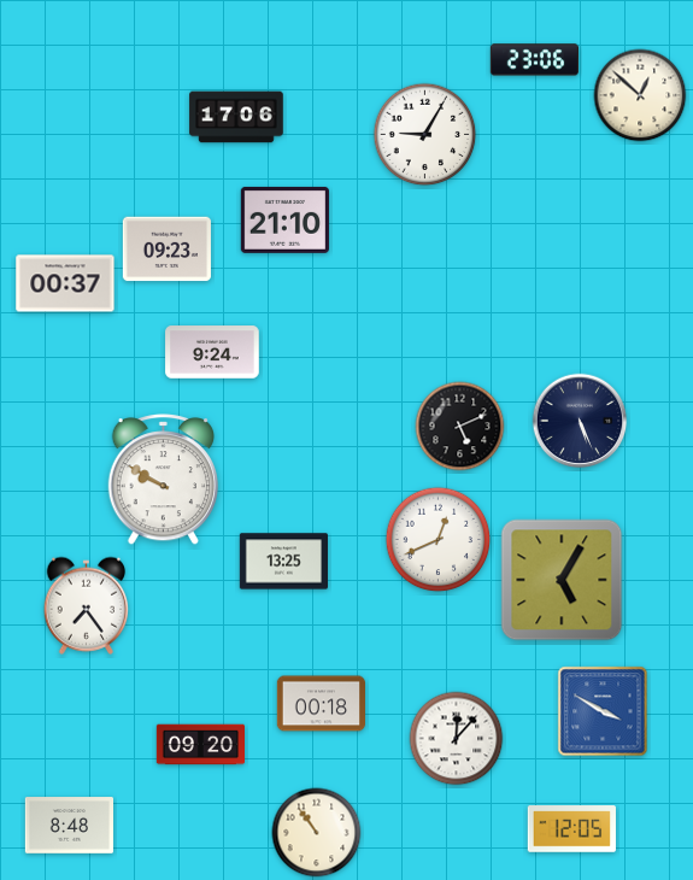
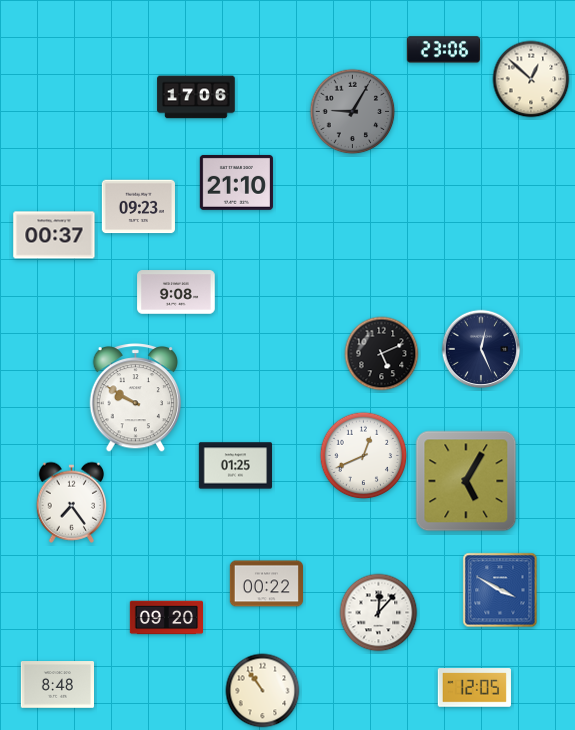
clock at (425, 135) dial: white -> grey
clock at (212, 352): 9:24 -> 9:08
clock at (580, 421): 5:26 -> 12:26
clock at (439, 540) position: (439, 540) -> (364, 456)
clock at (283, 562): 13:25 -> 01:25
clock at (321, 704): 00:18 -> 00:22
